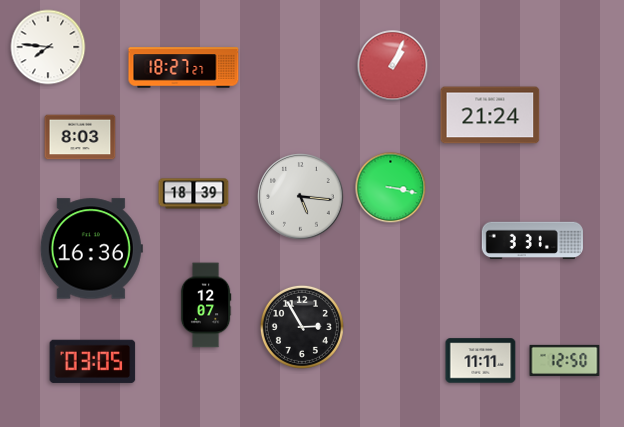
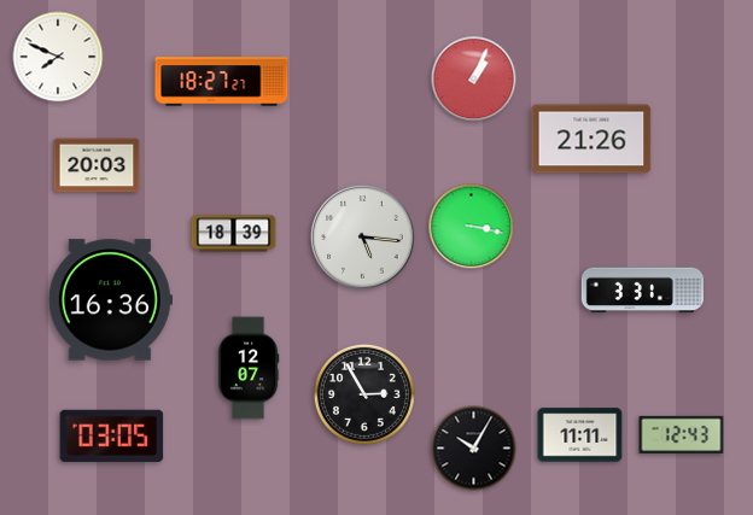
clock at (48, 47): 7:46 -> 7:49
clock at (490, 115): 21:24 -> 21:26
clock at (80, 137): 8:03 -> 20:03
clock at (565, 360): 12:50 -> 12:43
clock at (474, 449): none -> 10:05
